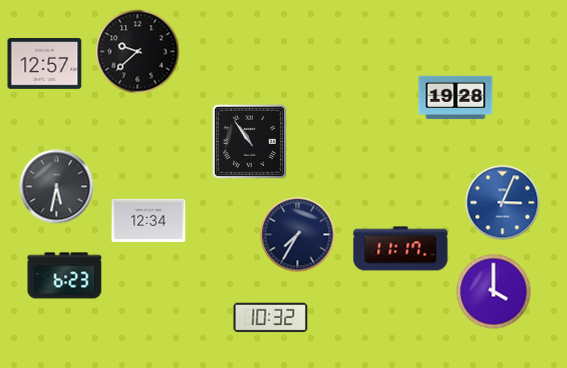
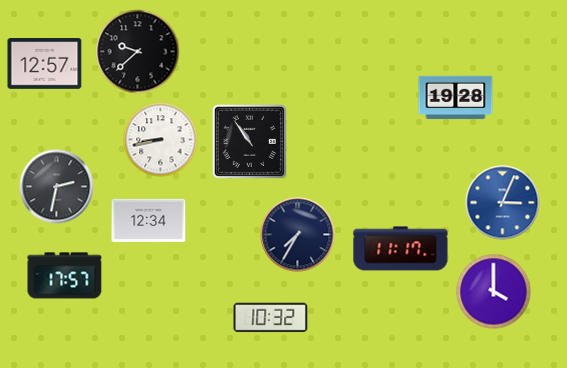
clock at (161, 140): none -> 8:43
clock at (57, 187): 5:32 -> 2:32
clock at (65, 276): 6:23 -> 17:57
